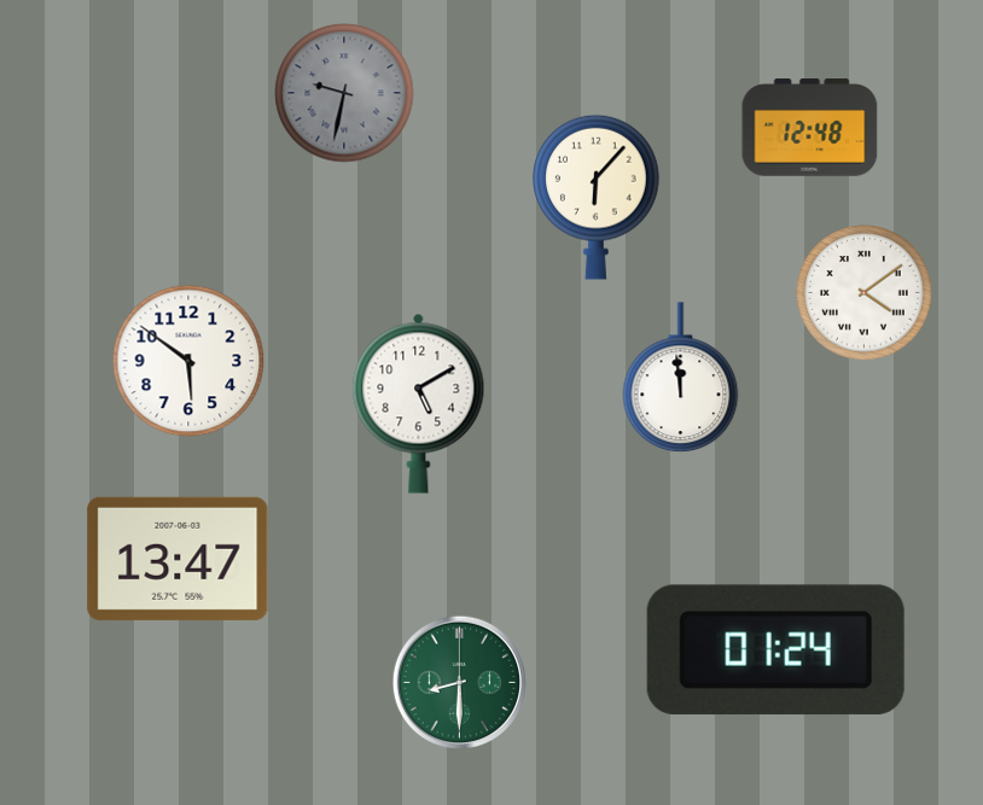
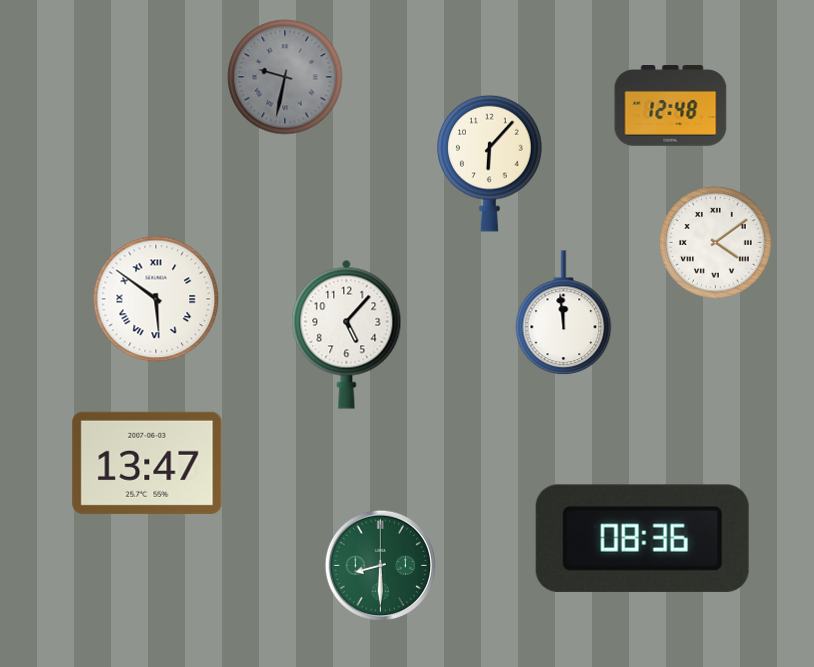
clock at (597, 197) position: (597, 197) -> (490, 163)
clock at (188, 361) numerals: Arabic -> Roman
clock at (419, 403): 5:10 -> 5:07
clock at (775, 649): 01:24 -> 08:36
